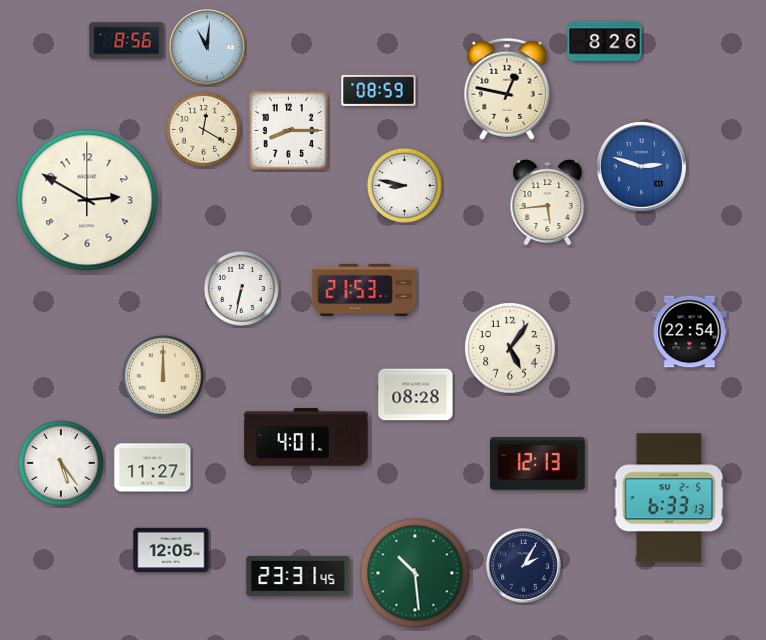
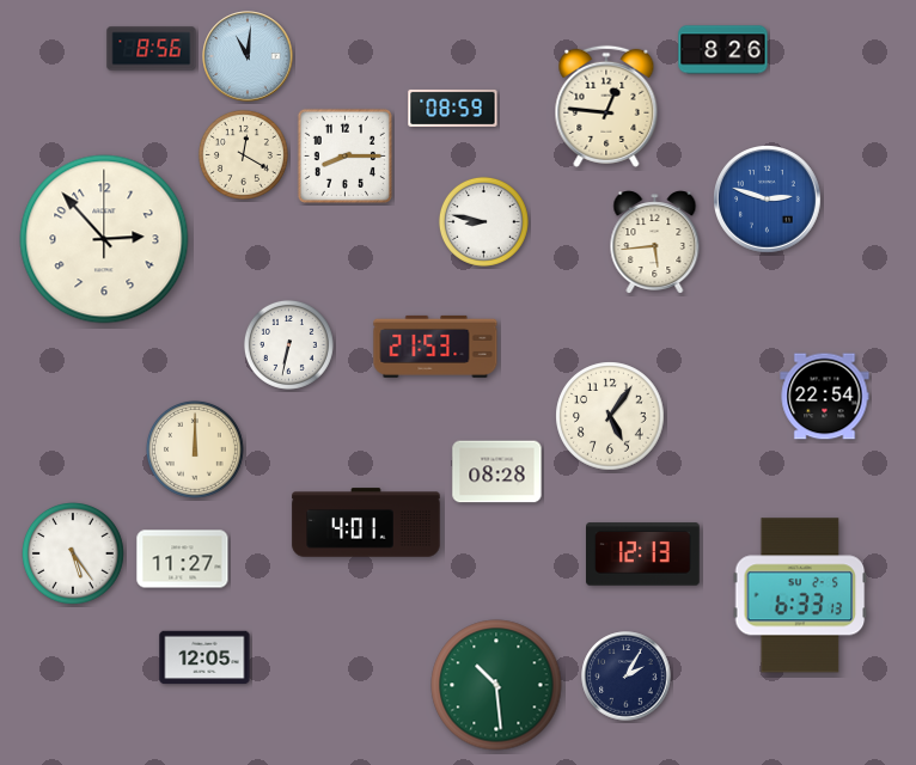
clock at (507, 89): 12:47 -> 12:46
clock at (87, 200): 2:50 -> 2:53
clock at (298, 576): 23:31 -> none
